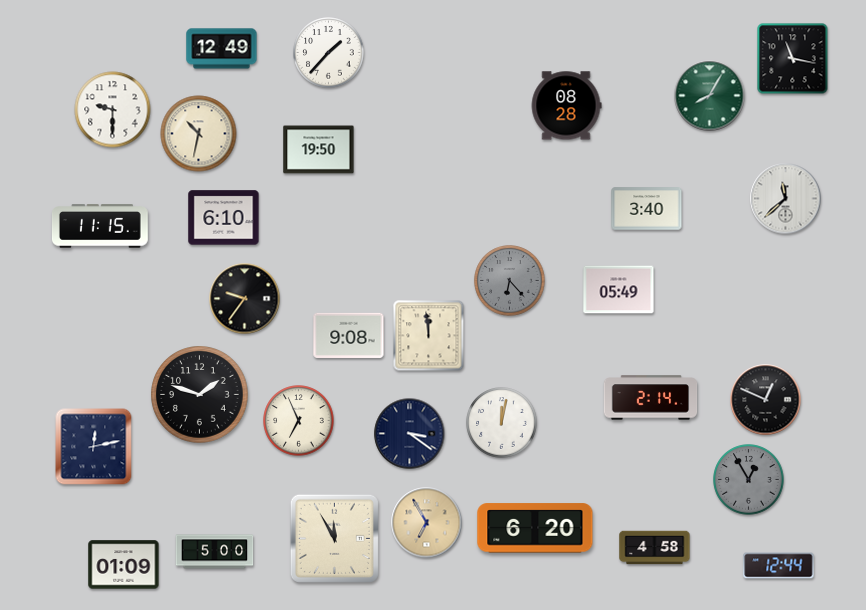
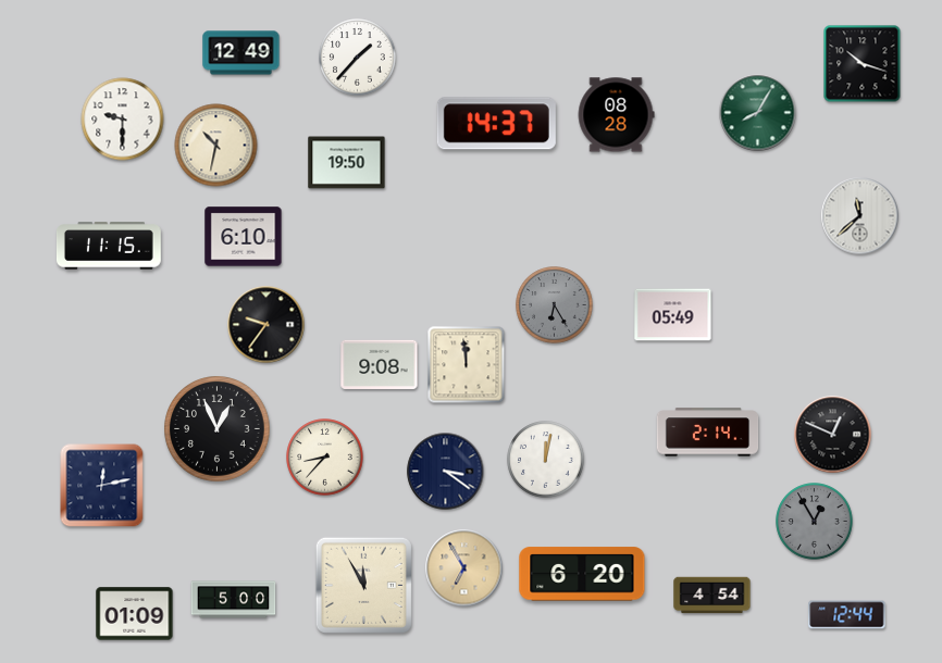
clock at (793, 59): 11:17 -> 10:18
clock at (710, 96) position: (710, 96) -> (758, 113)
clock at (496, 124): none -> 14:37
clock at (786, 199) position: (786, 199) -> (860, 216)
clock at (647, 209): 3:40 -> none
clock at (510, 281): 6:23 -> 6:25
clock at (200, 395): 1:48 -> 12:56
clock at (299, 421): 6:56 -> 8:37
clock at (655, 548): 4:58 -> 4:54
